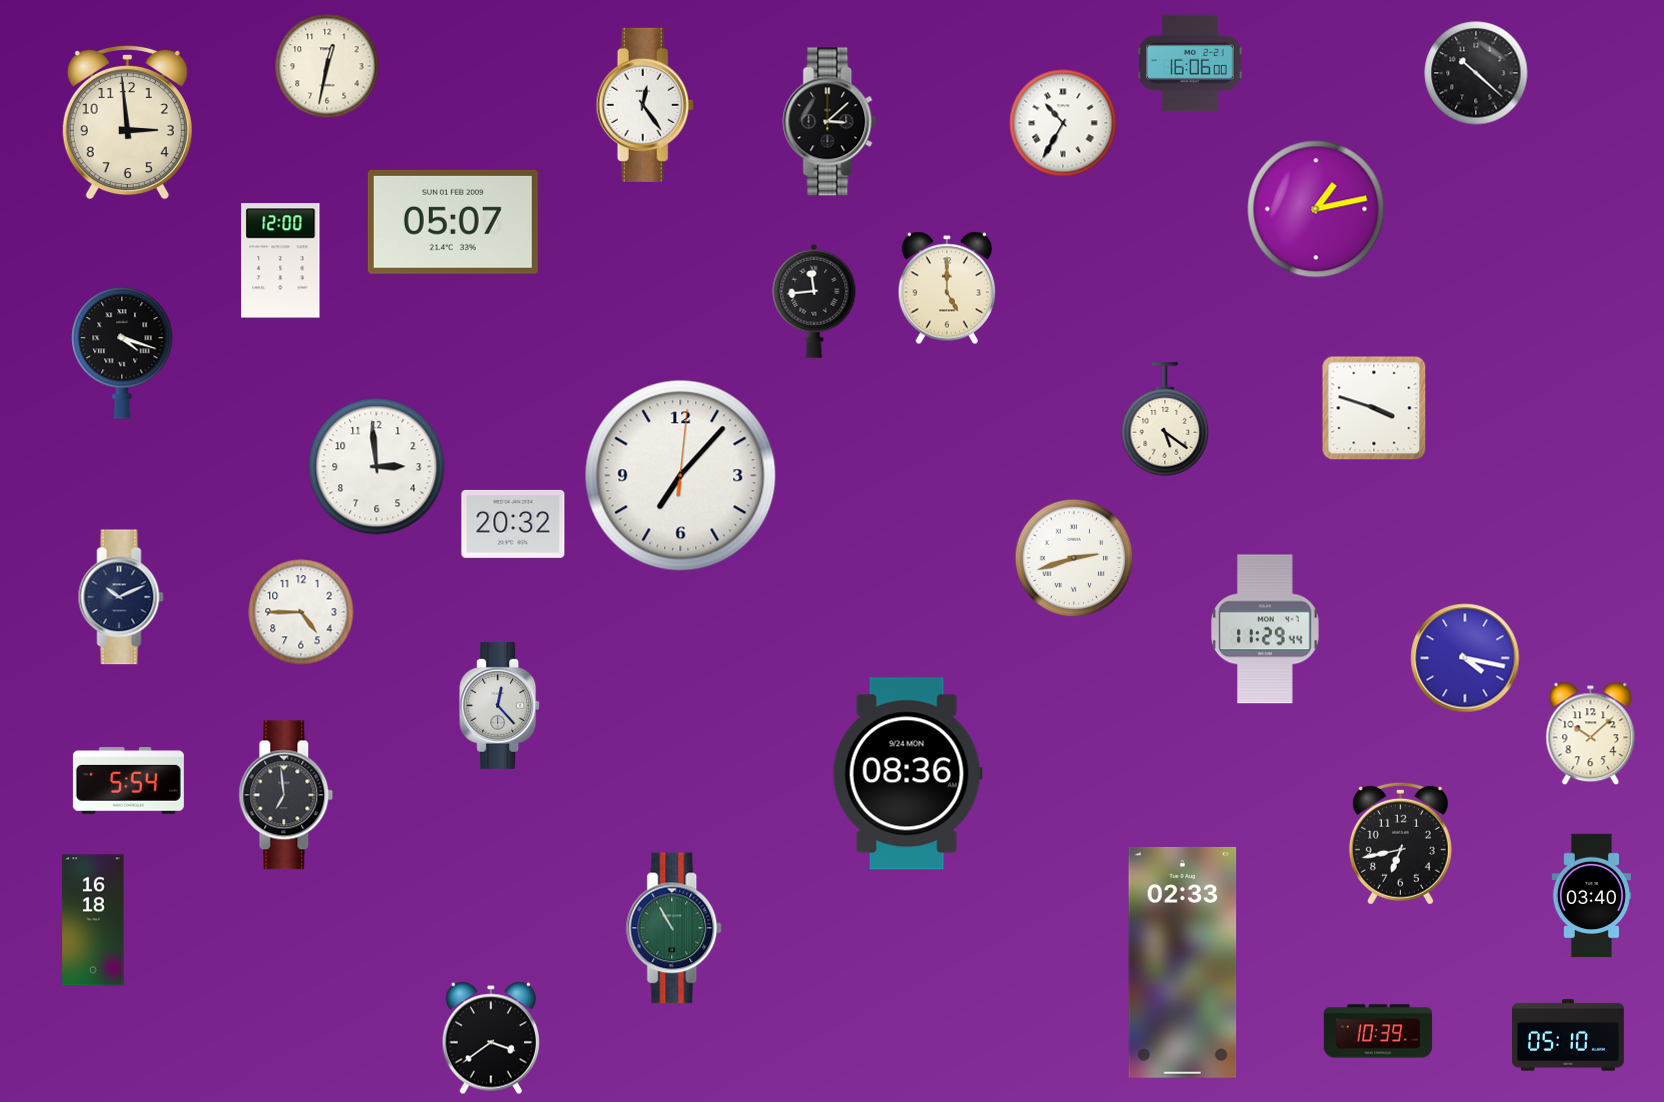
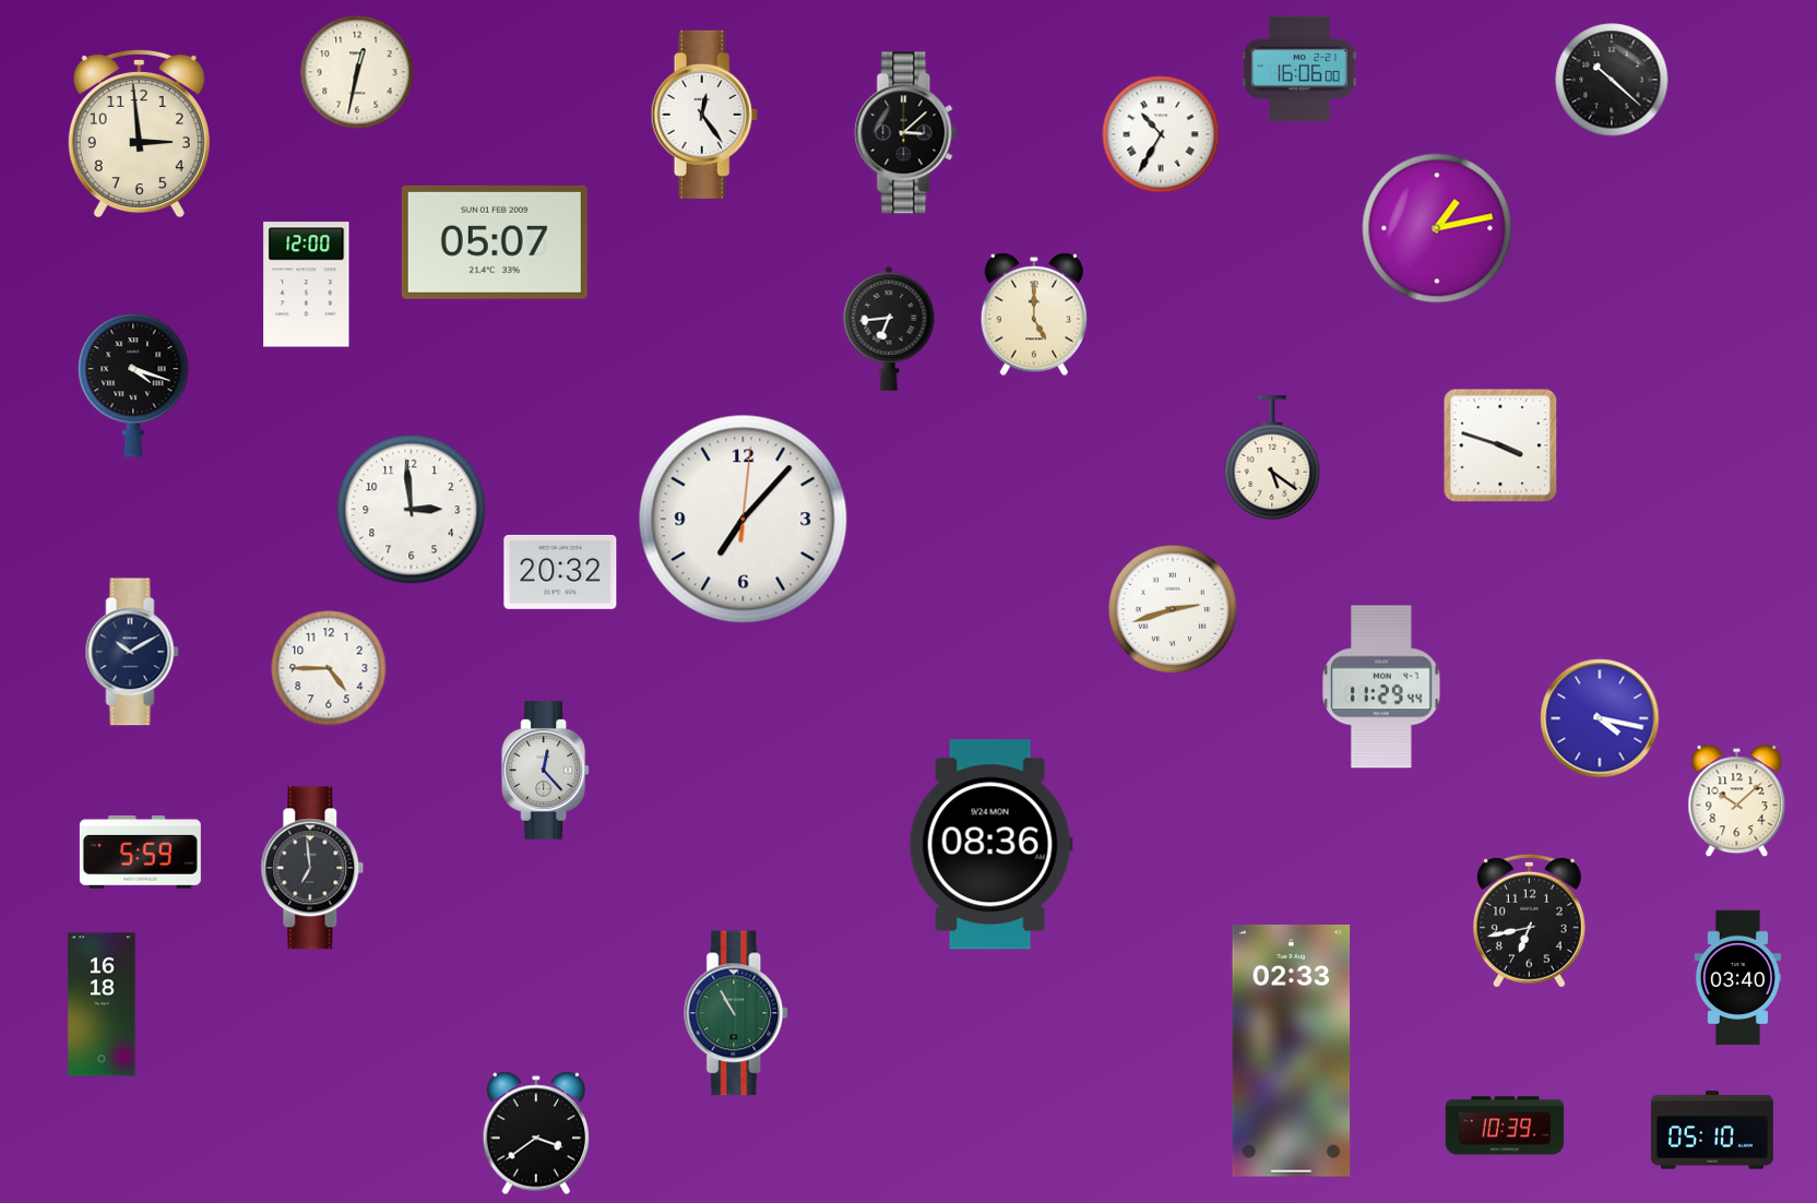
clock at (814, 301): 11:44 -> 6:44
clock at (121, 597): 10:11 -> 10:10
clock at (128, 781): 5:54 -> 5:59
